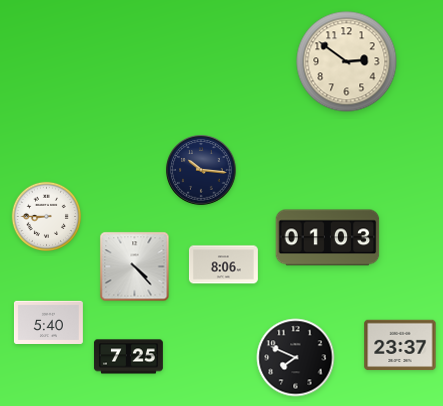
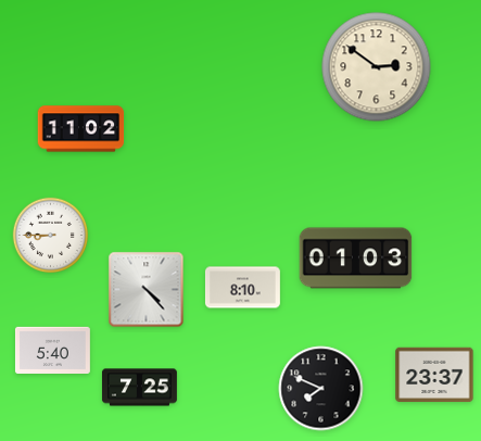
clock at (81, 129): none -> 11:02
clock at (201, 170): 10:16 -> none
clock at (223, 265): 8:06 -> 8:10
